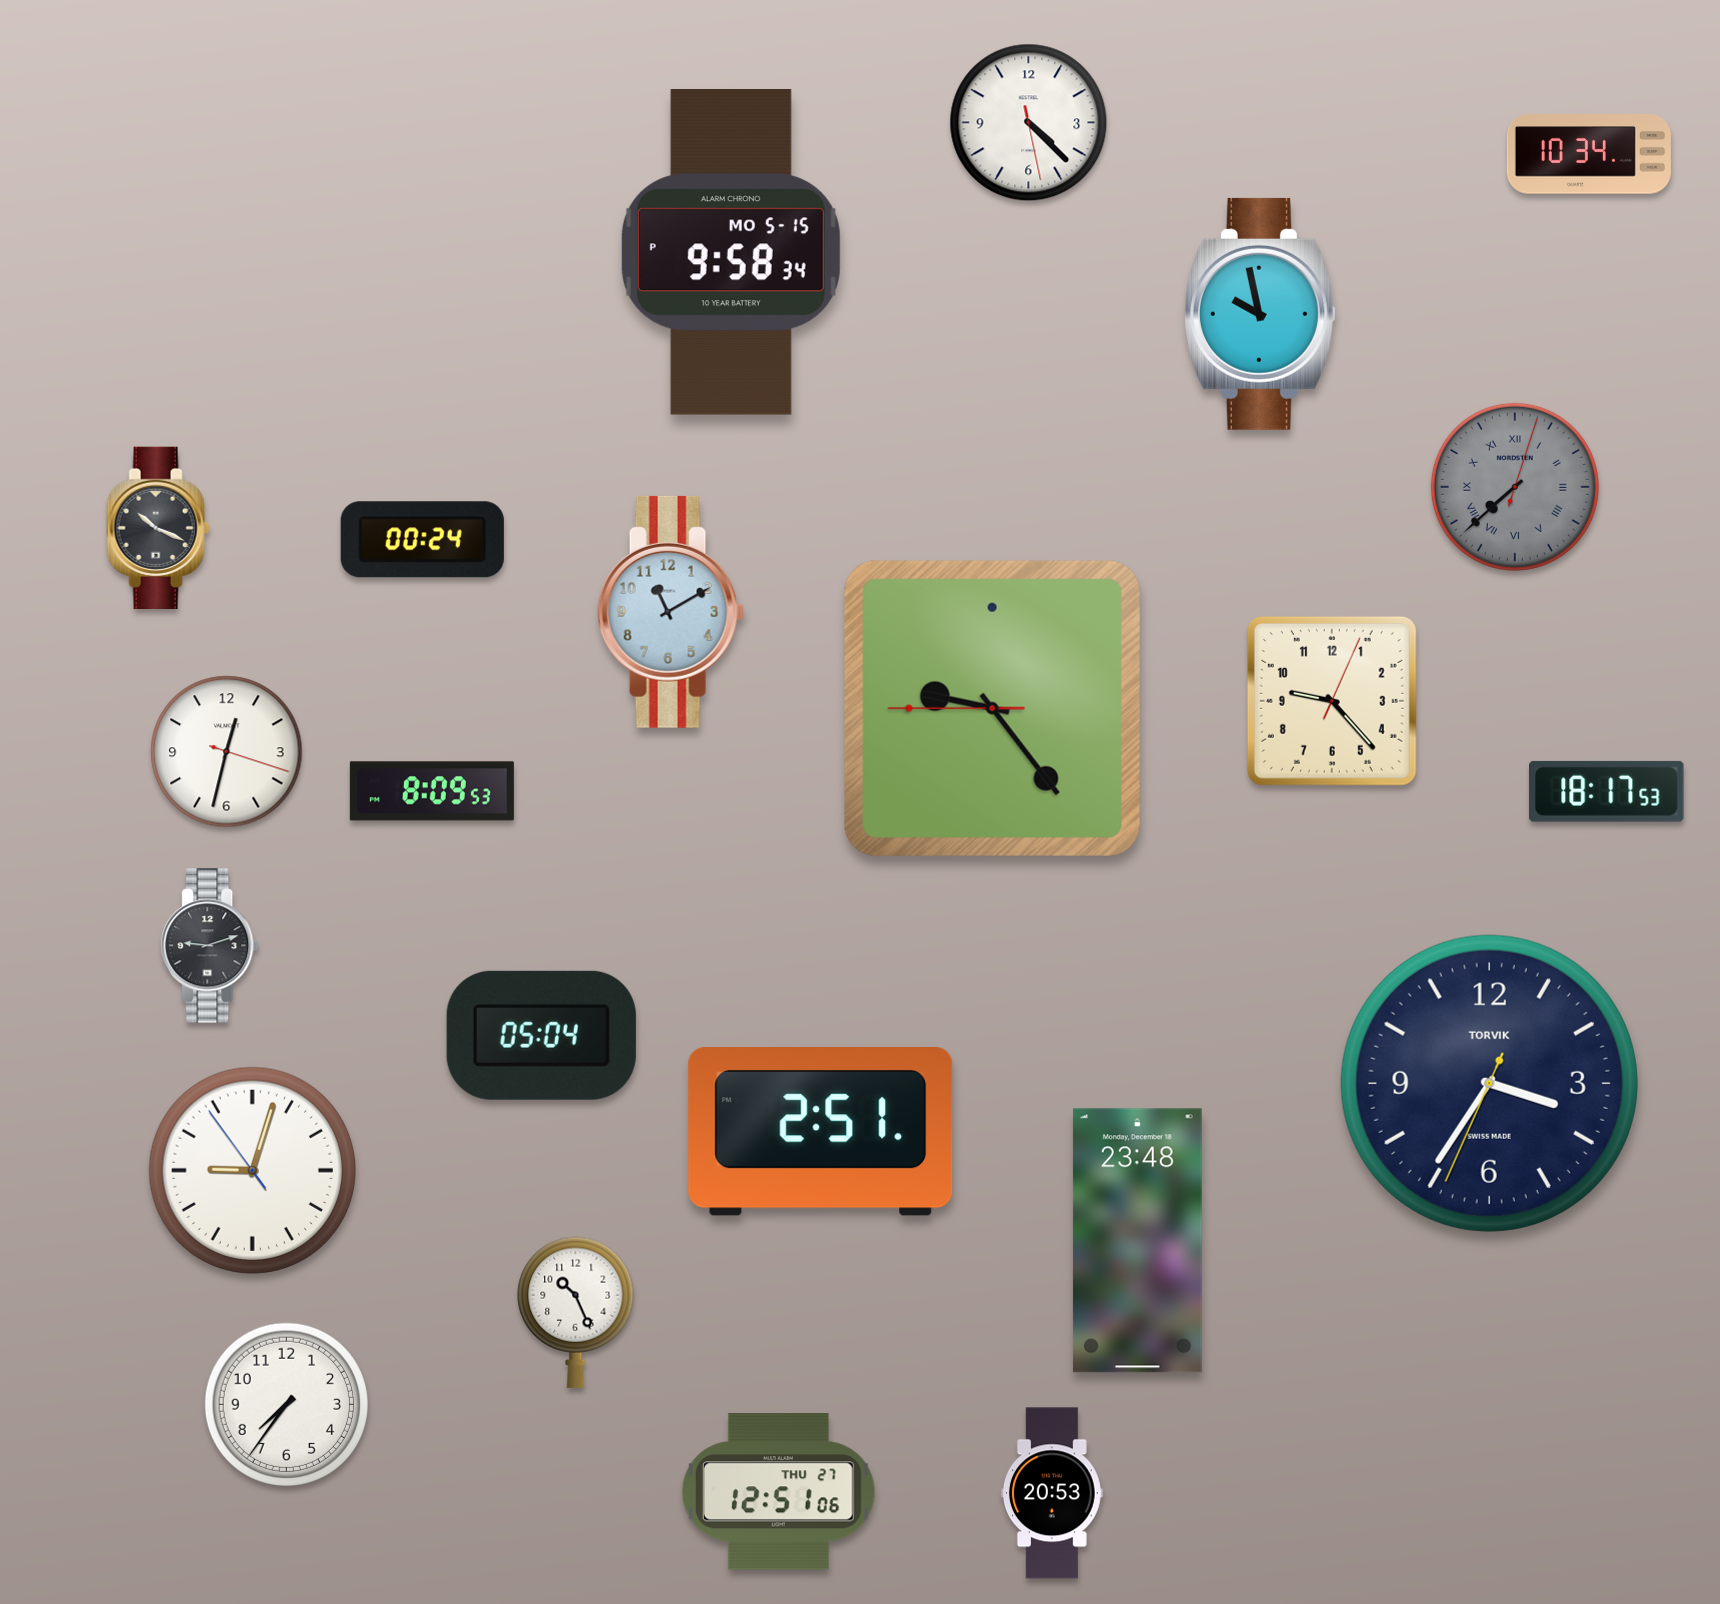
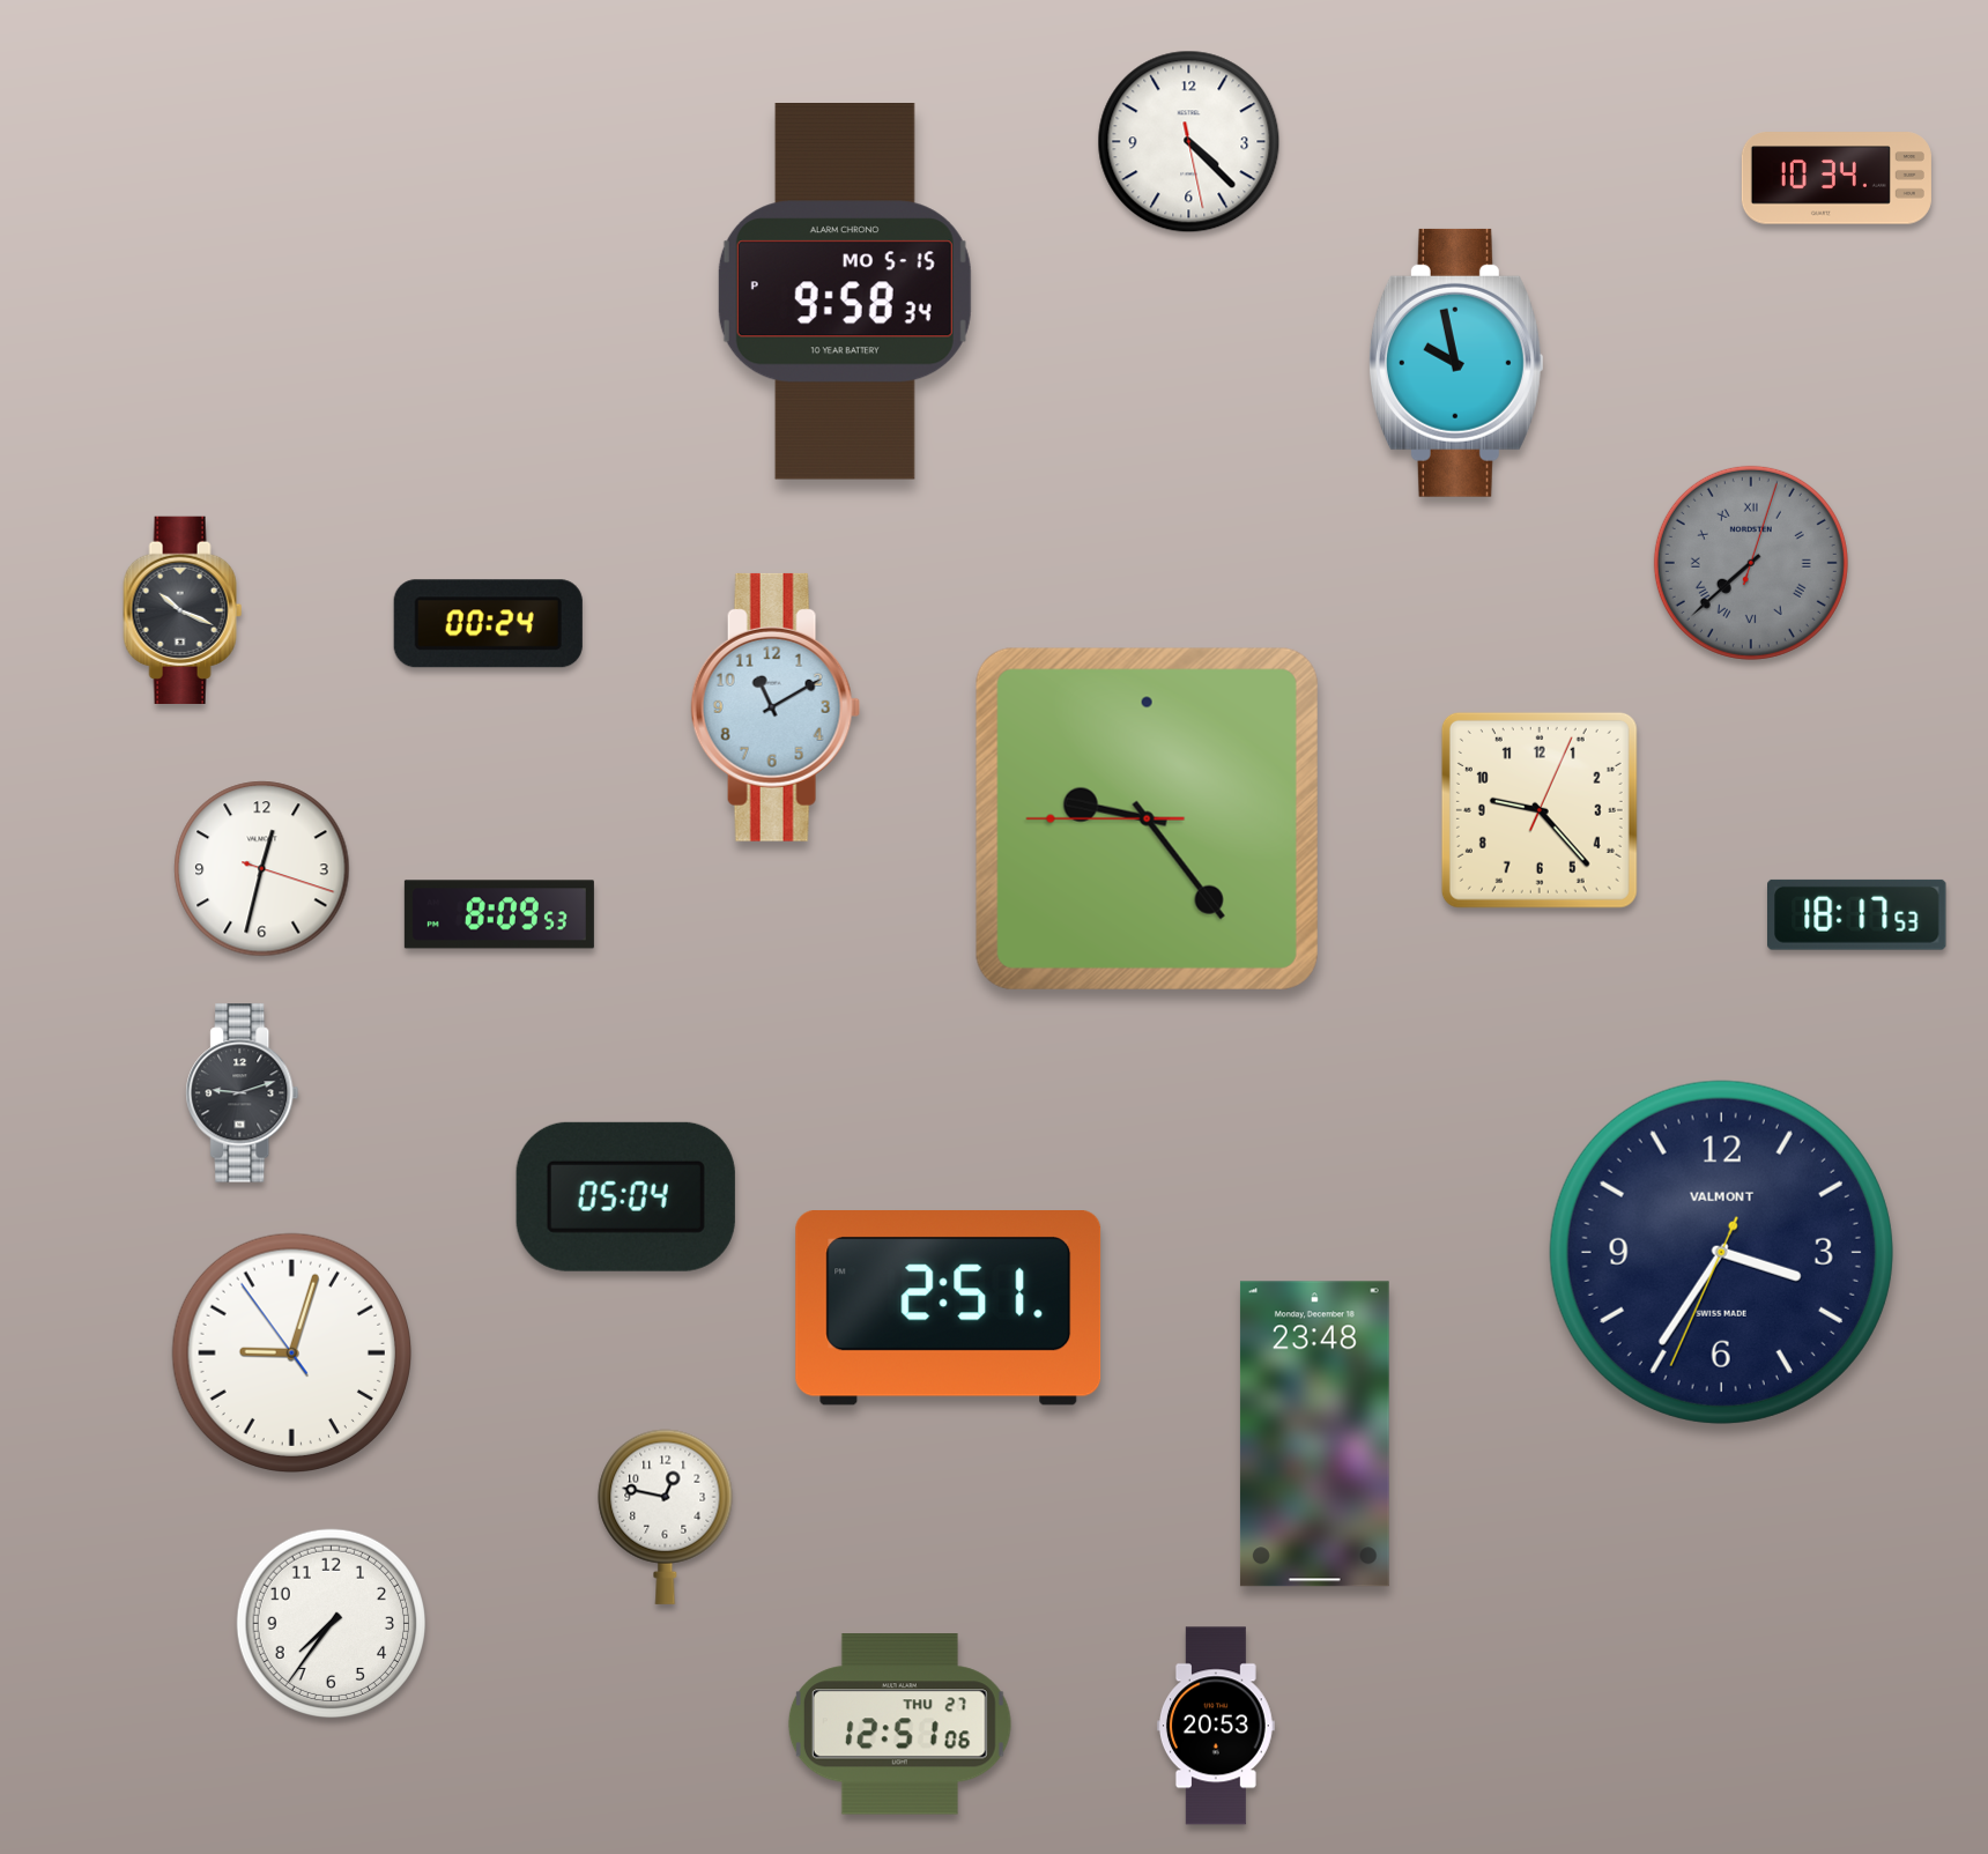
clock at (1489, 1083) brand: TORVIK -> VALMONT
clock at (576, 1312): 10:26 -> 12:47
